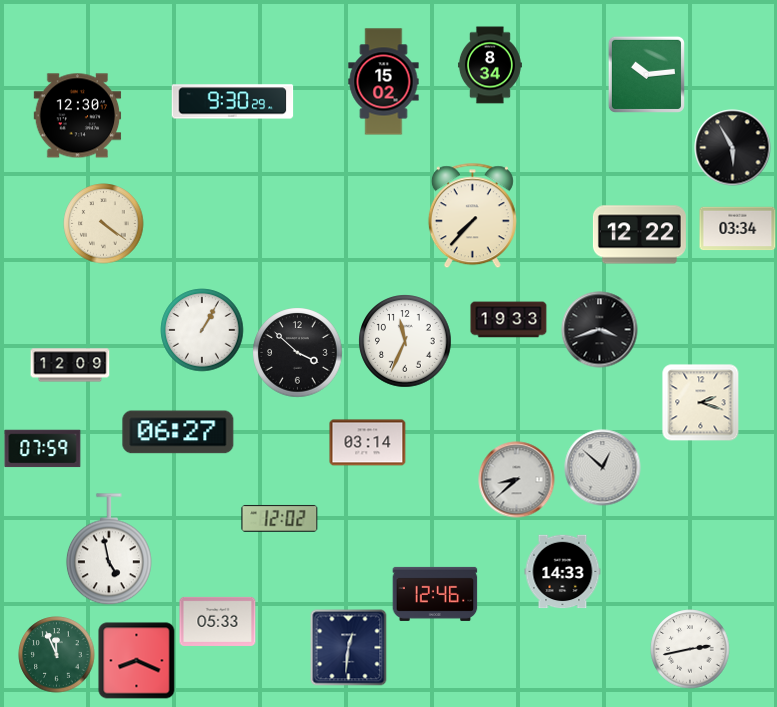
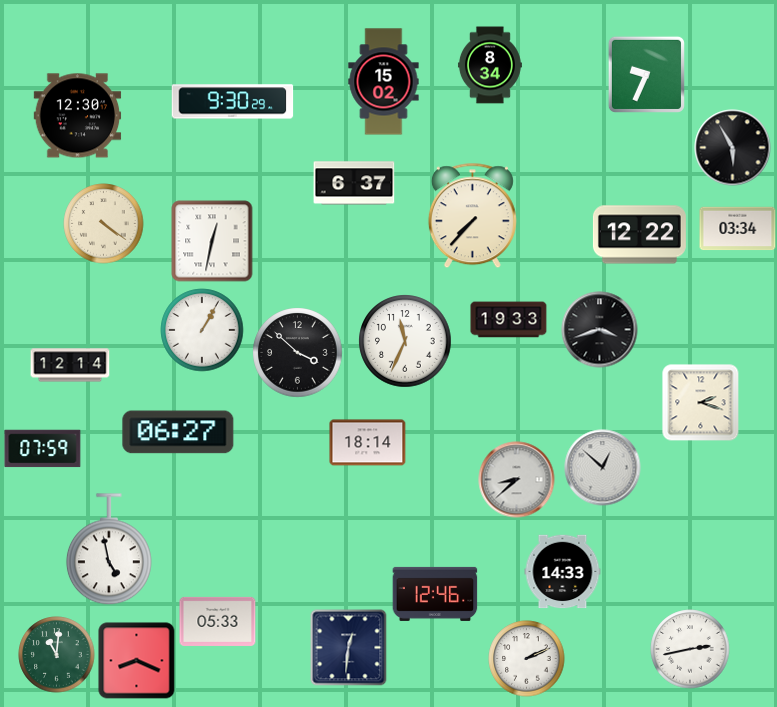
clock at (646, 74): 10:14 -> 9:34
clock at (354, 183): none -> 6:37
clock at (212, 241): none -> 12:32
clock at (70, 365): 12:09 -> 12:14
clock at (368, 443): 03:14 -> 18:14
clock at (280, 519): 12:02 -> none
clock at (57, 655): 11:56 -> 11:01
clock at (527, 659): none -> 2:11
